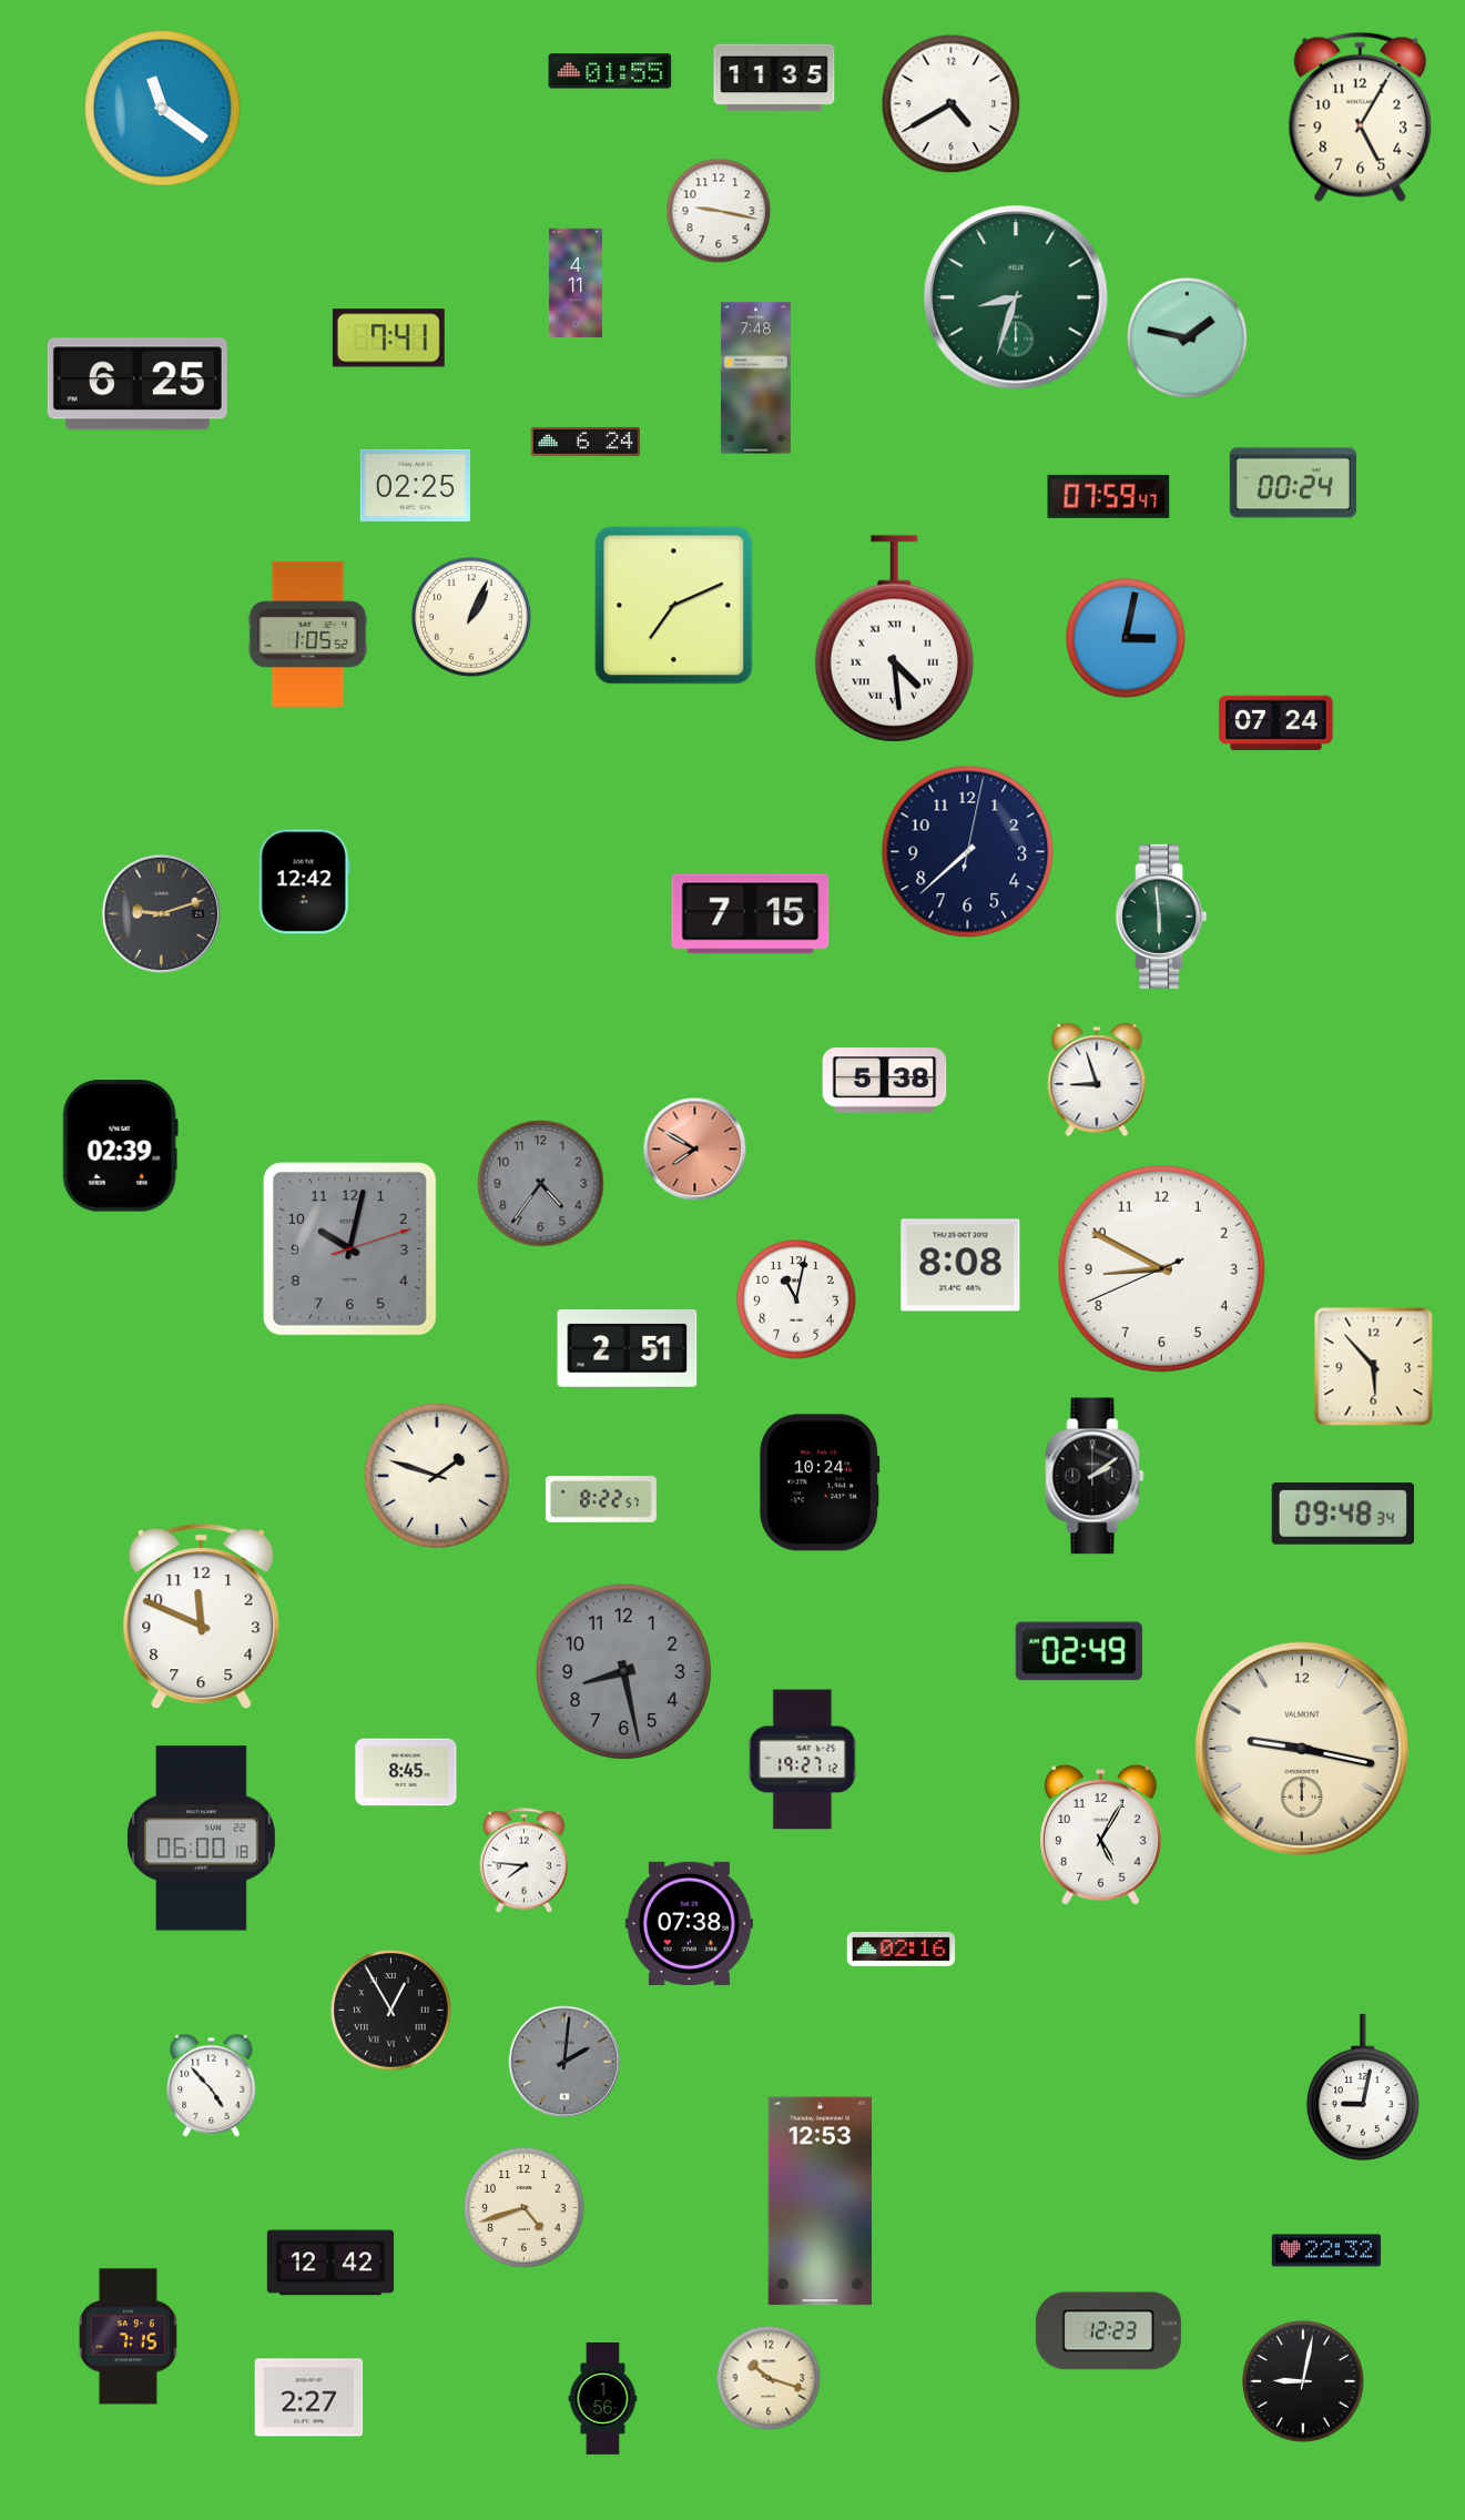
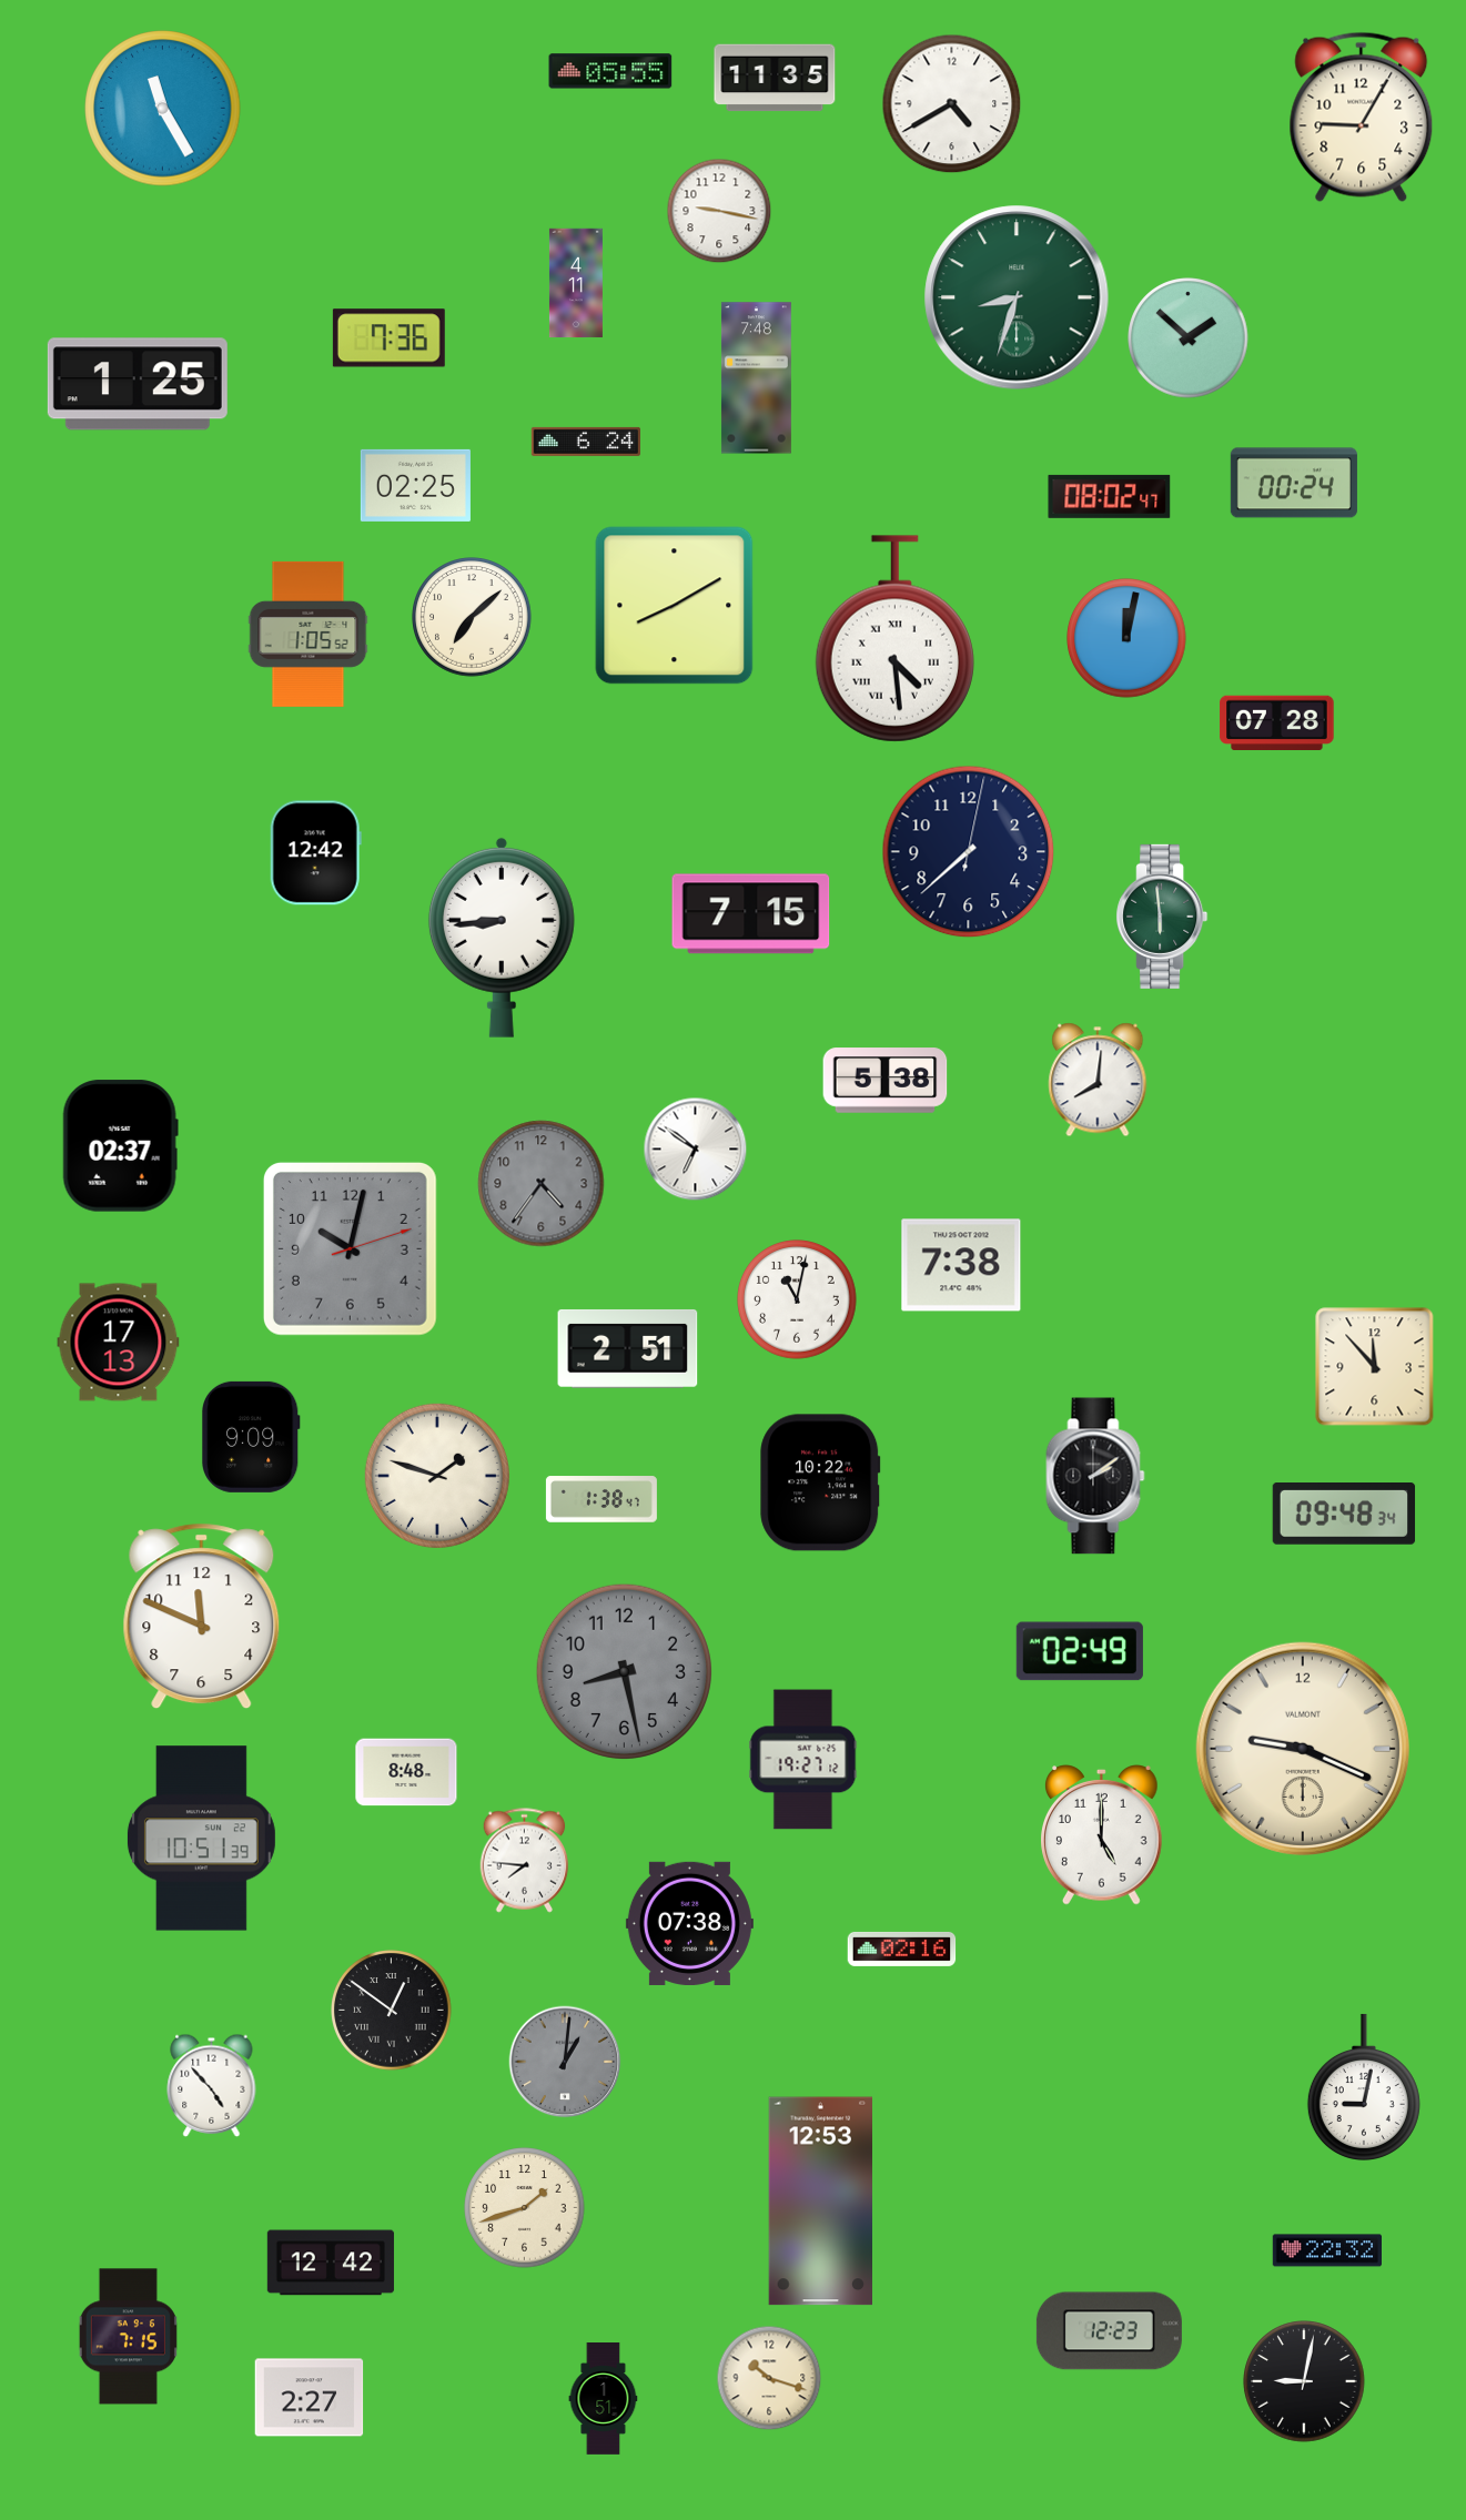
clock at (610, 71): 01:55 -> 05:55
clock at (163, 109): 11:21 -> 11:25
clock at (1361, 117): 5:05 -> 9:05
clock at (388, 338): 7:41 -> 7:36
clock at (1188, 338): 1:47 -> 1:52
clock at (138, 384): 6:25 -> 1:25
clock at (1109, 496): 07:59 -> 08:02
clock at (674, 606): 7:11 -> 8:10
clock at (471, 617): 1:04 -> 7:08
clock at (1126, 638): 3:02 -> 12:02
clock at (1276, 723): 07:24 -> 07:28
clock at (304, 882) position: (304, 882) -> (315, 853)
clock at (161, 913): 9:12 -> none
clock at (502, 938): none -> 8:44
clock at (1097, 1080): 8:57 -> 8:01
clock at (120, 1146): 02:39 -> 02:37
clock at (695, 1150): 7:50 -> 6:51
clock at (695, 1150) dial: salmon -> white
clock at (960, 1265): 8:08 -> 7:38
clock at (1161, 1268): 8:49 -> none
clock at (119, 1343): none -> 17:13
clock at (1374, 1367): 5:53 -> 11:53
clock at (251, 1437): none -> 9:09
clock at (820, 1482): 10:24 -> 10:22
clock at (601, 1499): 8:22 -> 1:38
clock at (1302, 1749): 9:17 -> 9:19
clock at (406, 1772): 8:45 -> 8:48
clock at (1101, 1835): 5:05 -> 5:00
clock at (201, 1839): 06:00 -> 10:51
clock at (391, 2011): 12:55 -> 12:51
clock at (564, 2062): 2:01 -> 1:01
clock at (525, 2208): 4:42 -> 1:42
clock at (603, 2399): 1:56 -> 1:51
